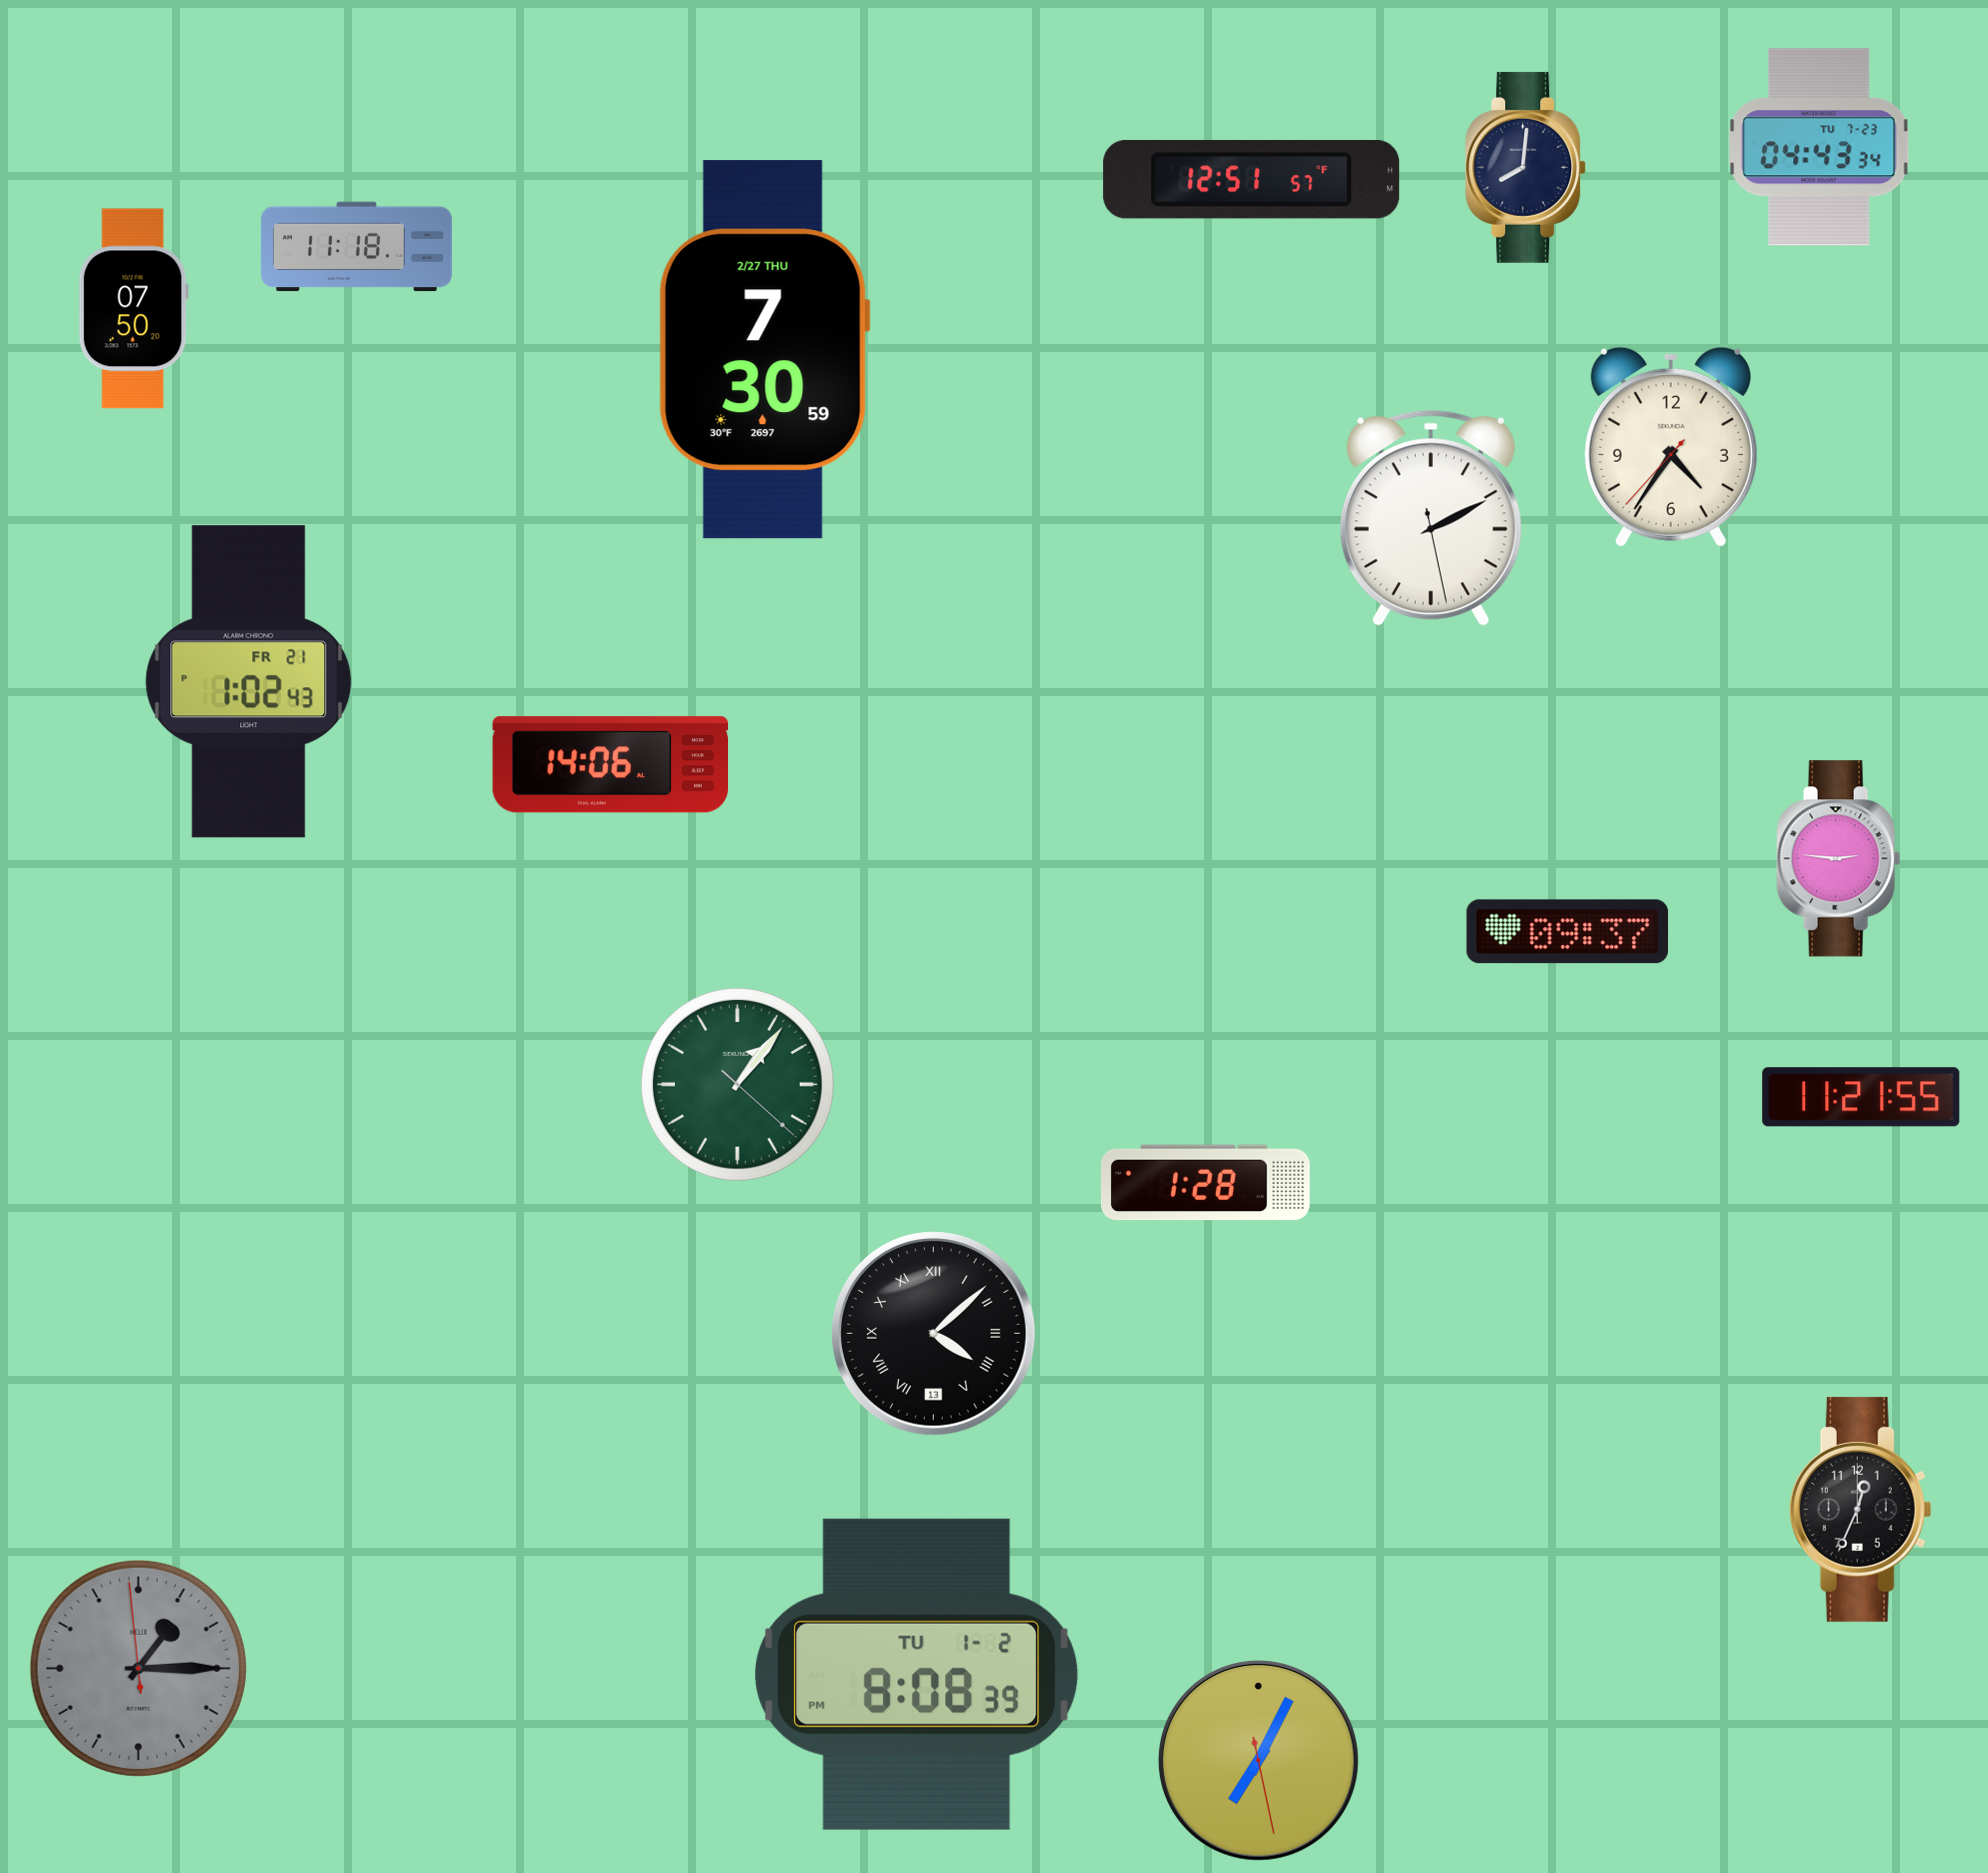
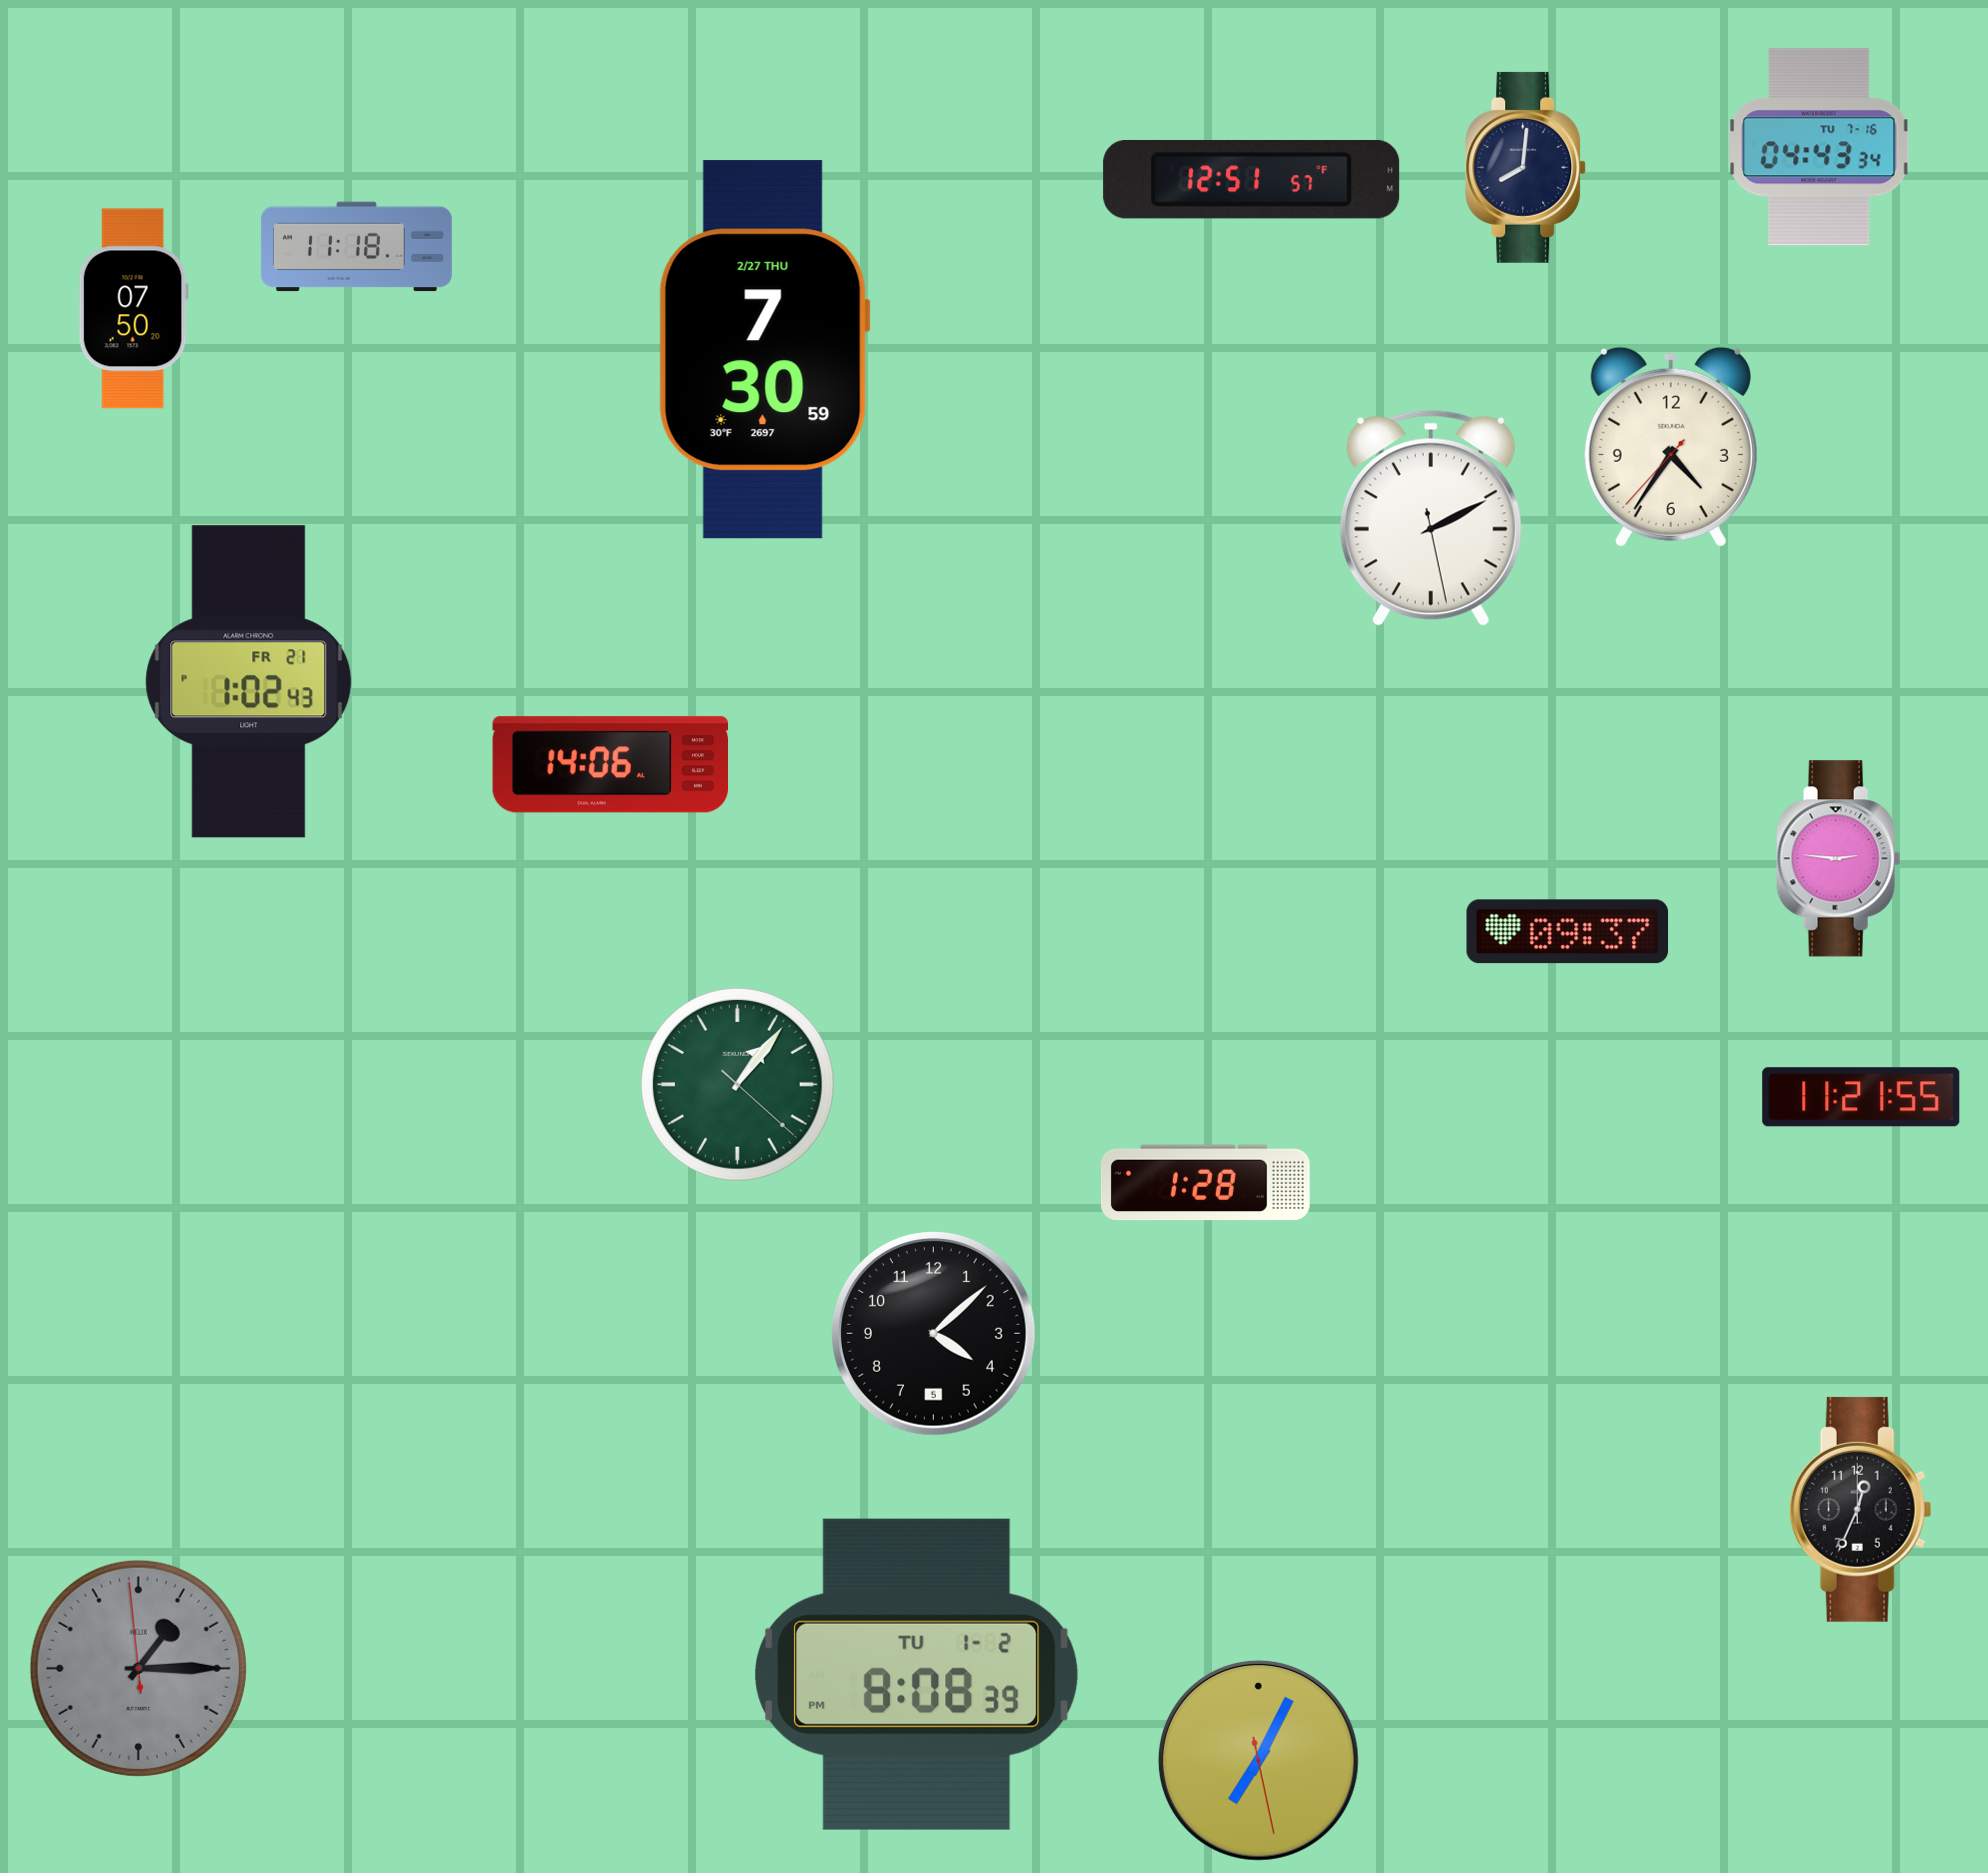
clock at (1819, 147) date: TU 7-23 -> TU 7-16
clock at (934, 1334) date: 13 -> 5
clock at (934, 1334) numerals: Roman -> Arabic
